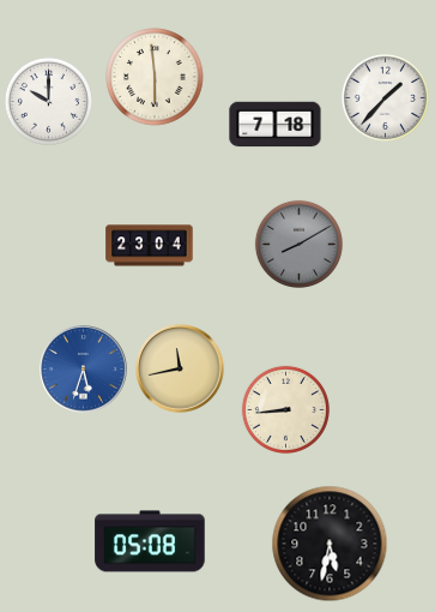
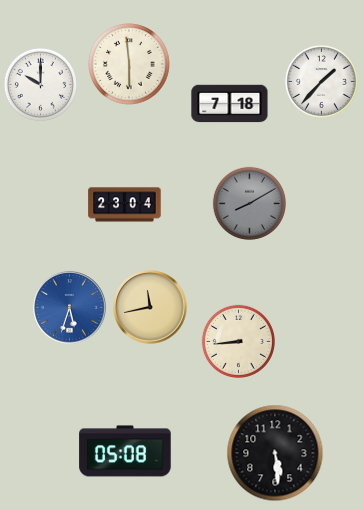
clock at (330, 544): 5:32 -> 5:29
